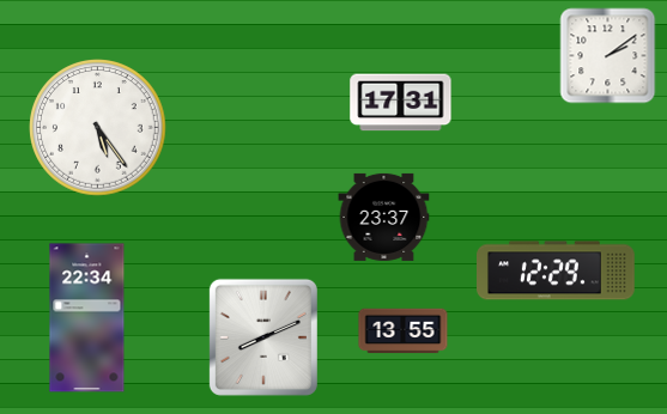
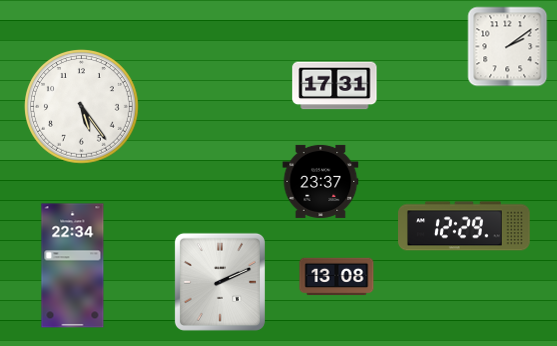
clock at (404, 331): 13:55 -> 13:08
clock at (263, 337): 8:11 -> 2:11
